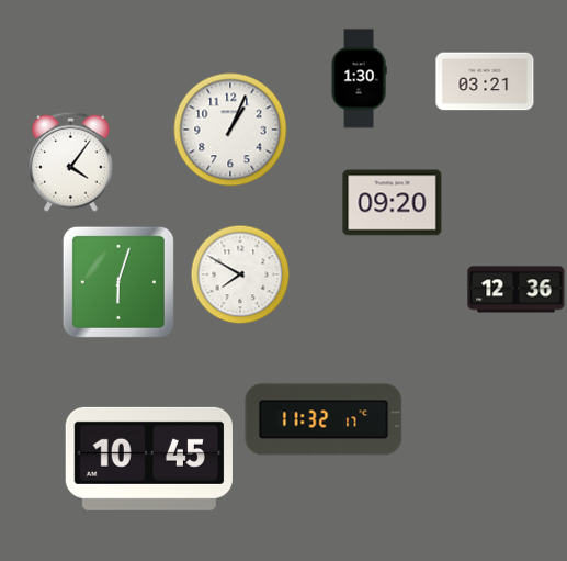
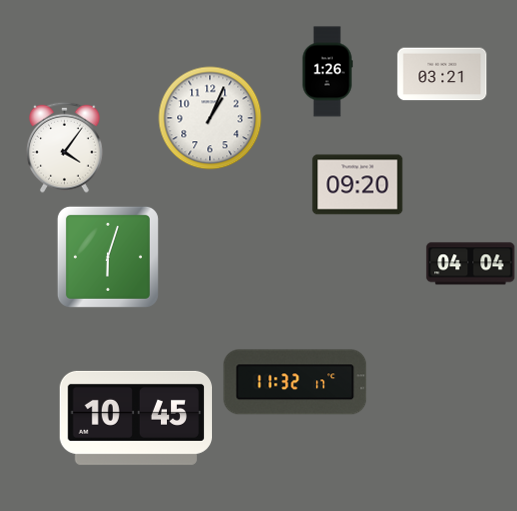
clock at (359, 79): 1:30 -> 1:26
clock at (240, 274): 7:50 -> none
clock at (517, 290): 12:36 -> 04:04
